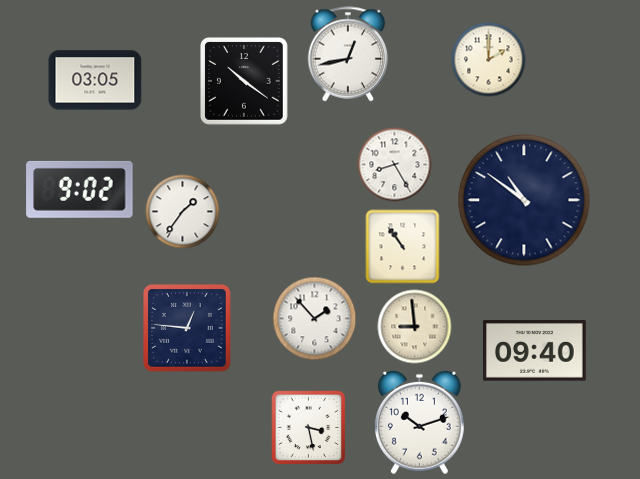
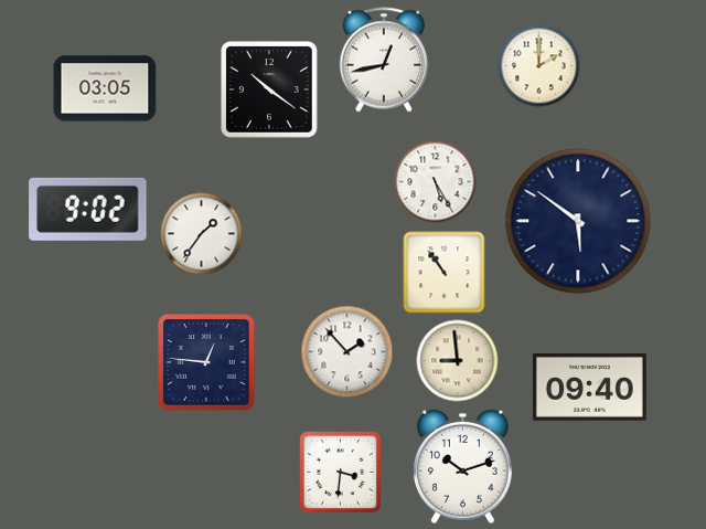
clock at (395, 165): 8:25 -> 5:25
clock at (524, 200): 10:51 -> 5:51
clock at (309, 428): 3:28 -> 3:31
